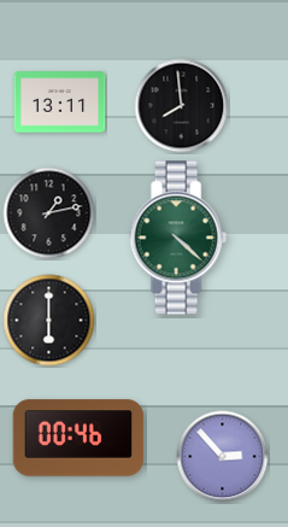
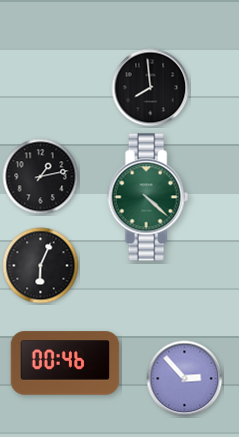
clock at (60, 103): 13:11 -> none
clock at (49, 321): 6:00 -> 6:04
